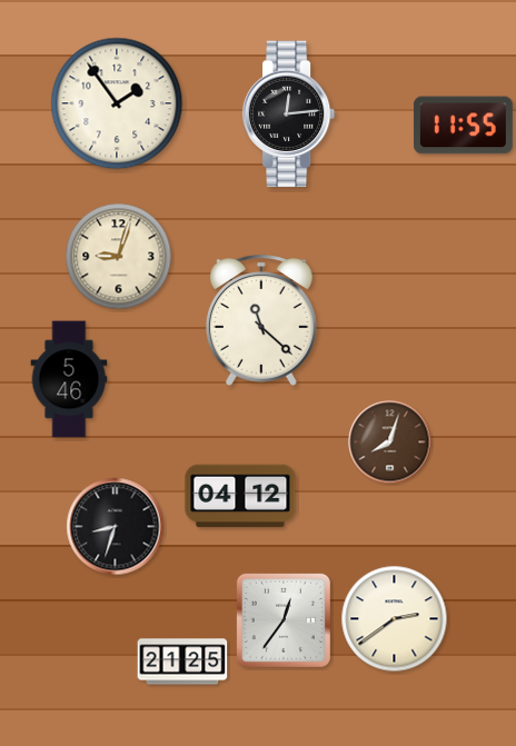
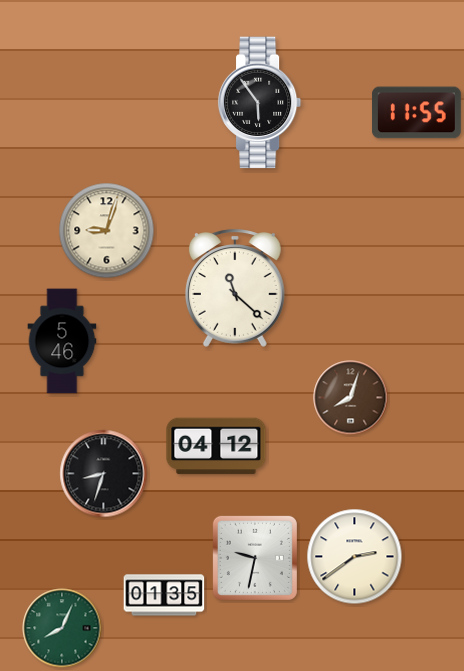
clock at (117, 103): 1:54 -> none
clock at (289, 115): 12:14 -> 5:54
clock at (284, 620): 12:36 -> 9:32
clock at (182, 662): 21:25 -> 01:35
clock at (62, 628): none -> 8:04
